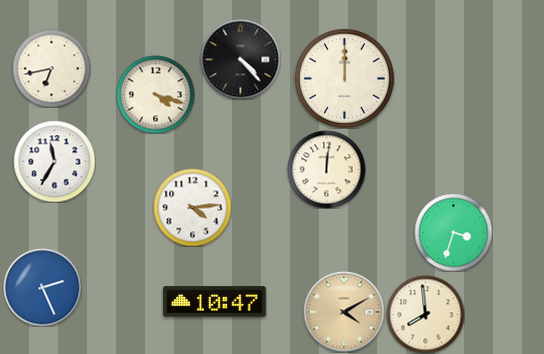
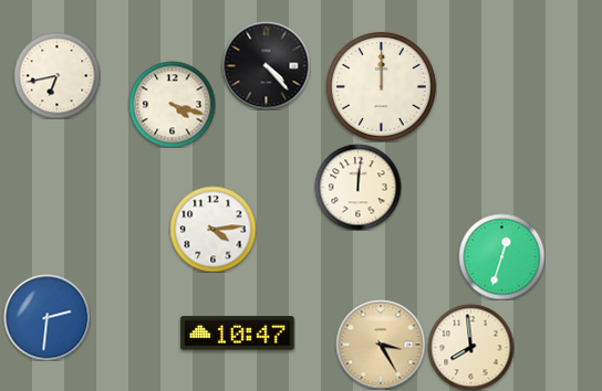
clock at (54, 161): 11:35 -> none
clock at (326, 169) position: (326, 169) -> (357, 187)
clock at (453, 232): 3:33 -> 12:33
clock at (42, 287): 2:26 -> 2:31
clock at (344, 312): 4:10 -> 3:25
